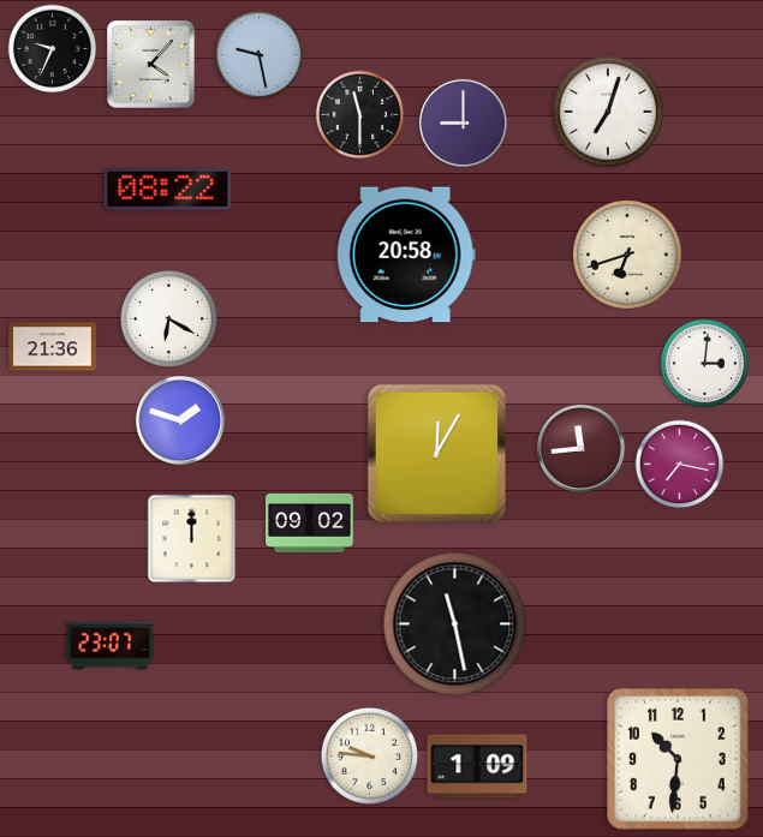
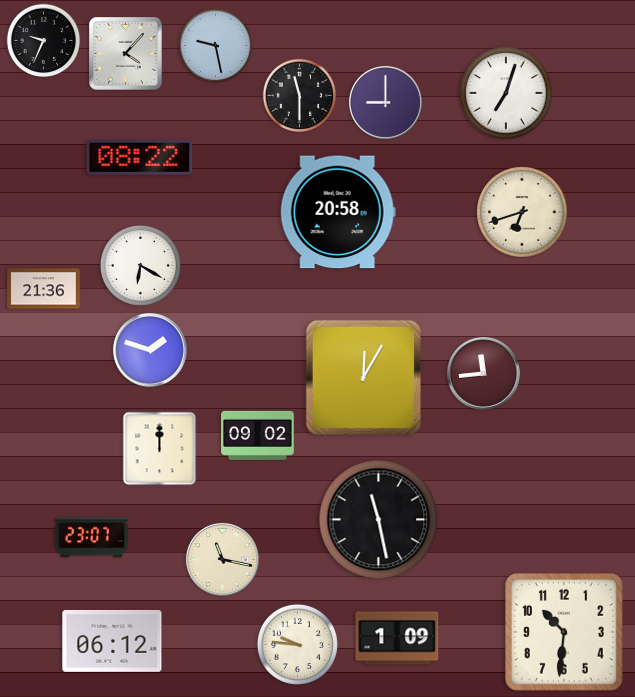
clock at (705, 364): 3:01 -> none
clock at (680, 465): 7:17 -> none
clock at (222, 559): none -> 11:17
clock at (369, 755) position: (369, 755) -> (297, 644)
clock at (112, 641): none -> 06:12
